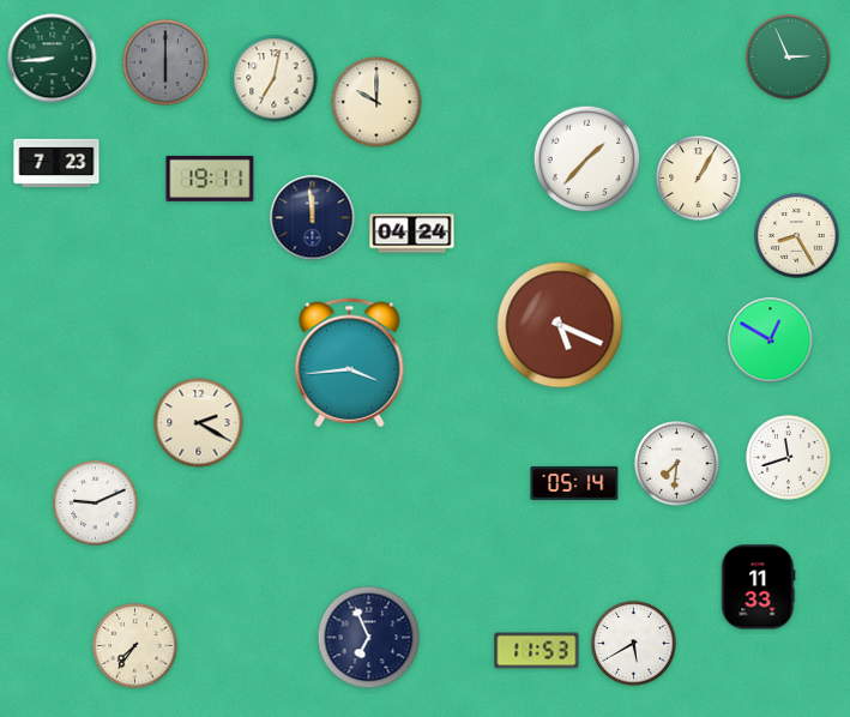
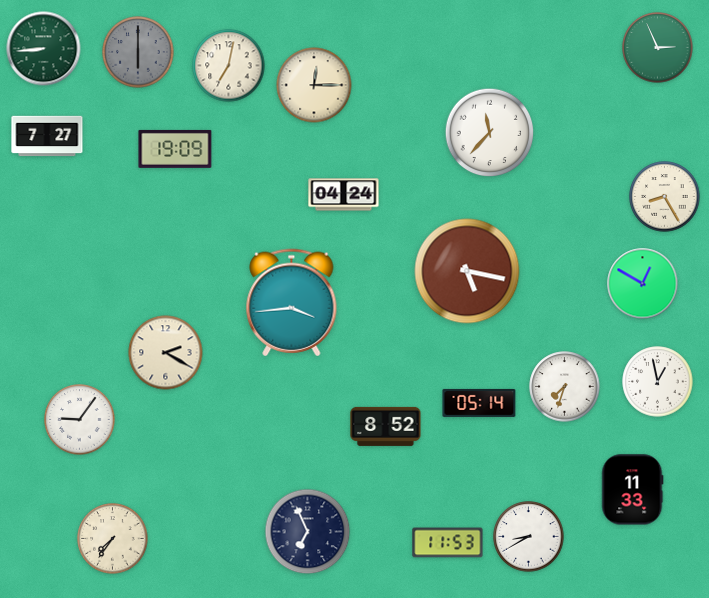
clock at (376, 102): 10:00 -> 12:15
clock at (587, 159): 1:37 -> 11:37
clock at (56, 163): 7:23 -> 7:27
clock at (210, 179): 19:11 -> 19:09
clock at (699, 179): 1:05 -> none
clock at (313, 218): 11:59 -> none
clock at (560, 325): 5:19 -> 5:17
clock at (789, 458): 11:42 -> 12:58
clock at (677, 464): 7:31 -> 7:33
clock at (96, 504): 9:11 -> 9:06
clock at (386, 426): none -> 8:52
clock at (634, 644): 5:40 -> 8:40
